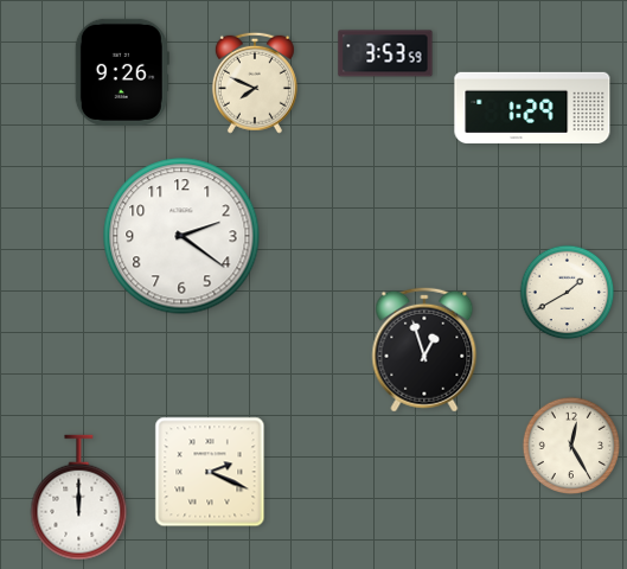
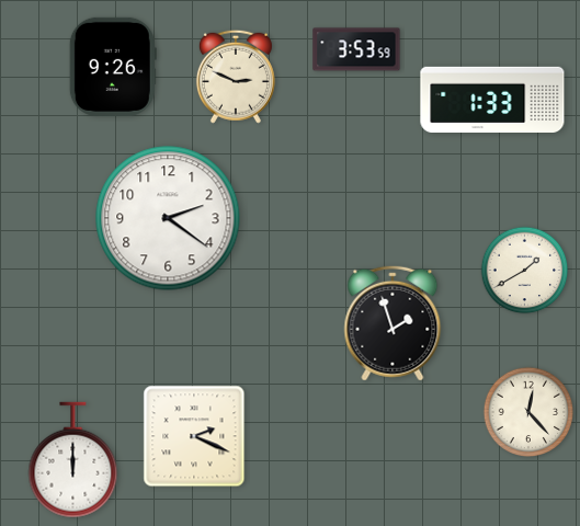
clock at (255, 83): 7:49 -> 2:49
clock at (532, 107): 1:29 -> 1:33
clock at (424, 350): 12:57 -> 1:57
clock at (571, 446): 12:25 -> 12:23
